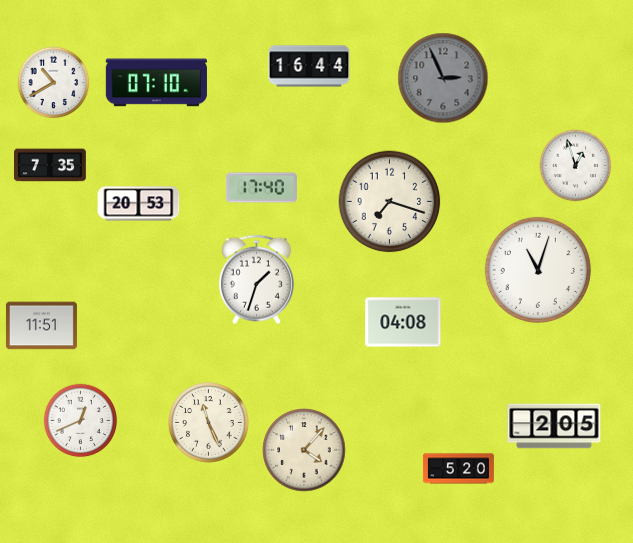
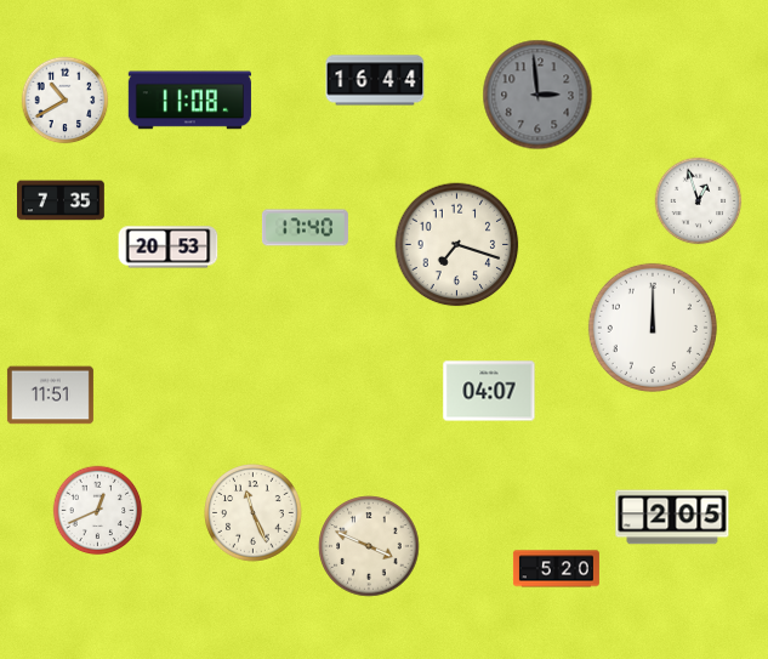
clock at (443, 78): 2:56 -> 2:59
clock at (156, 83): 07:10 -> 11:08
clock at (261, 188) position: (261, 188) -> (305, 228)
clock at (390, 202) position: (390, 202) -> (457, 245)
clock at (538, 270): 11:03 -> 12:00
clock at (256, 280): 1:33 -> none
clock at (403, 322): 04:08 -> 04:07
clock at (304, 450): 4:07 -> 3:49
